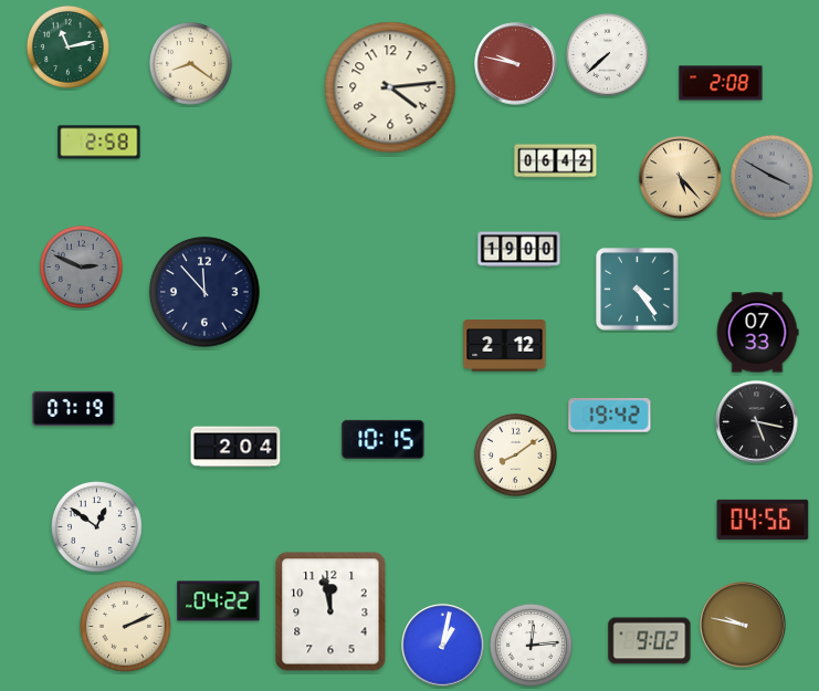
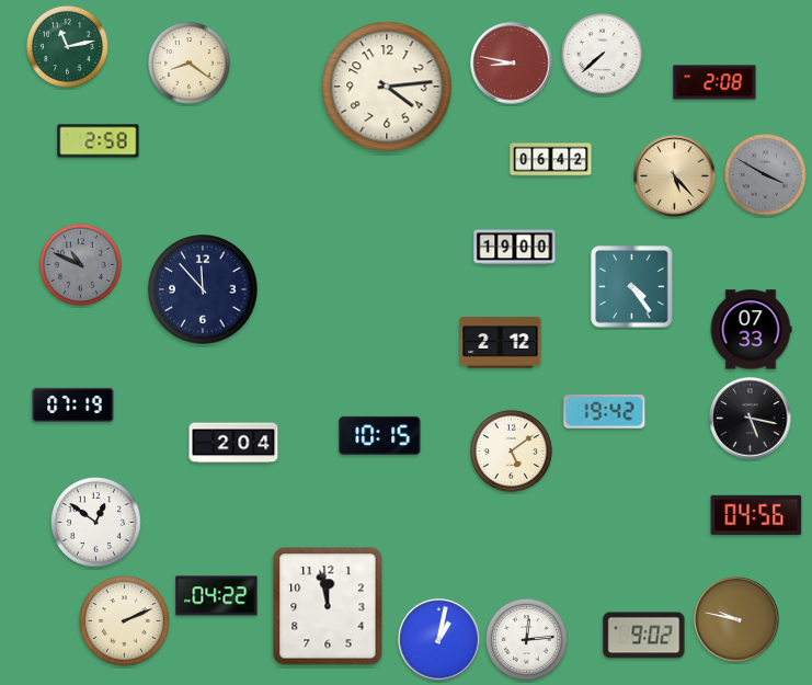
clock at (516, 64): 9:47 -> 8:47
clock at (81, 266): 2:49 -> 10:49
clock at (515, 454): 8:09 -> 5:09
